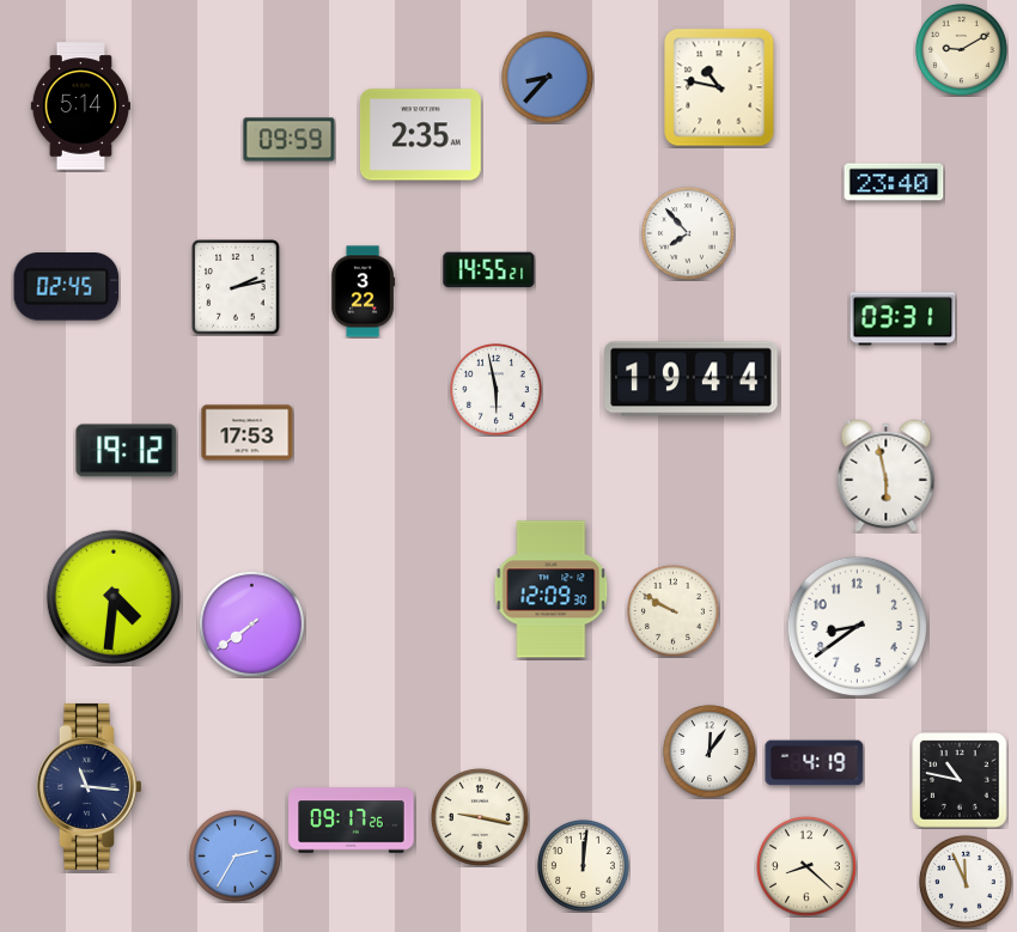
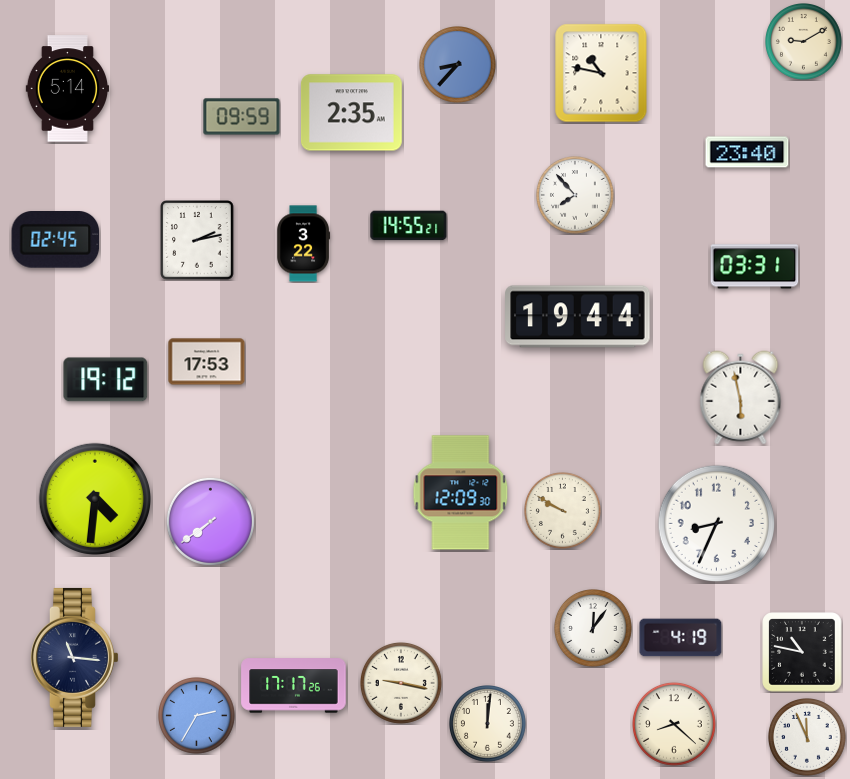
clock at (497, 390): 5:58 -> none
clock at (127, 451) position: (127, 451) -> (106, 380)
clock at (857, 626): 8:39 -> 8:34
clock at (352, 821): 09:17 -> 17:17
